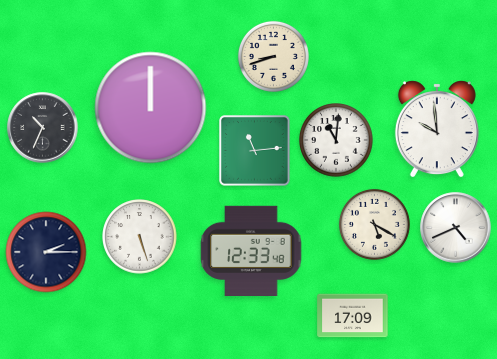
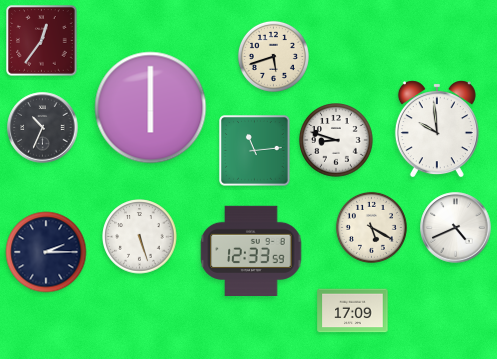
clock at (42, 41): none -> 12:36
clock at (273, 56): 8:42 -> 5:42
clock at (151, 108): 12:00 -> 6:00
clock at (336, 140): 11:01 -> 8:48
clock at (374, 224) position: (374, 224) -> (371, 227)
clock at (251, 251): 12:33:48 -> 12:33:59
clock at (353, 316) position: (353, 316) -> (353, 311)
